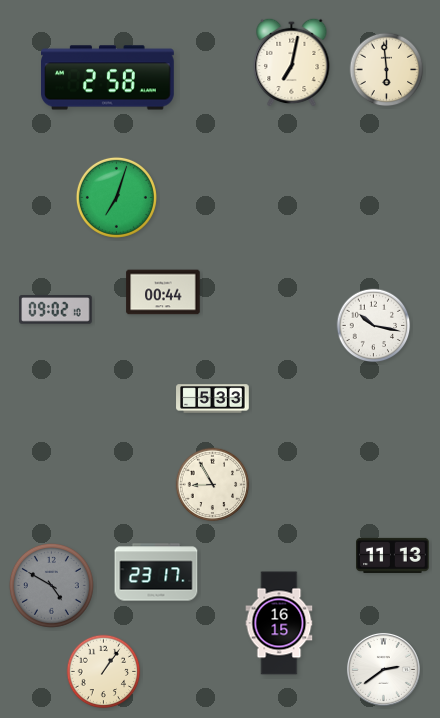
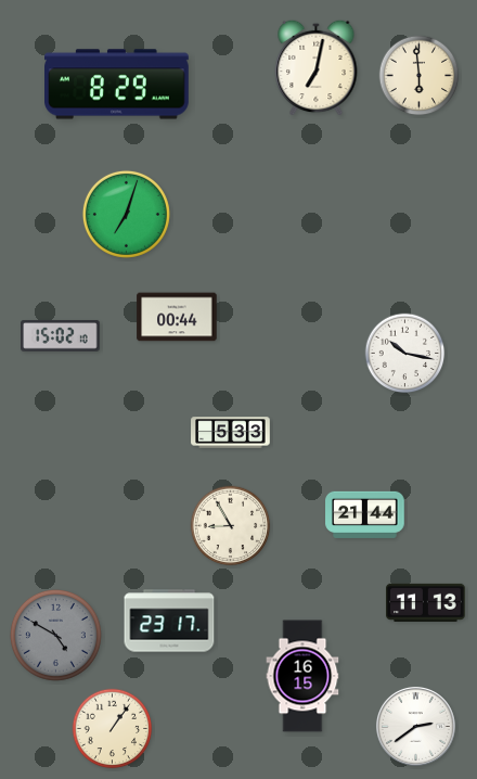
clock at (108, 78): 2:58 -> 8:29
clock at (56, 310): 09:02 -> 15:02
clock at (365, 514): none -> 21:44
